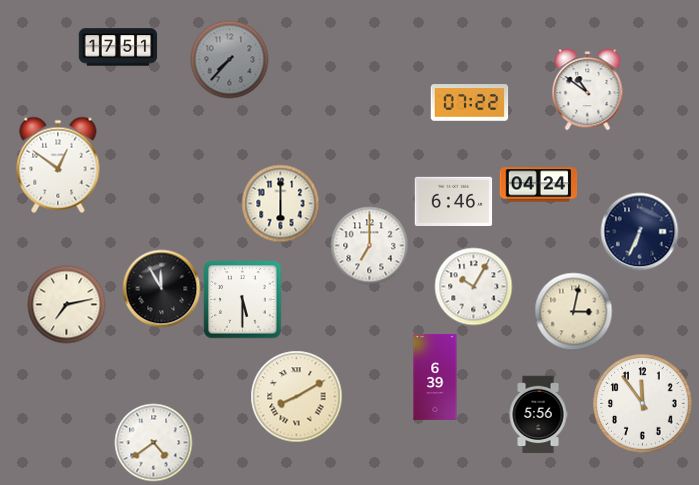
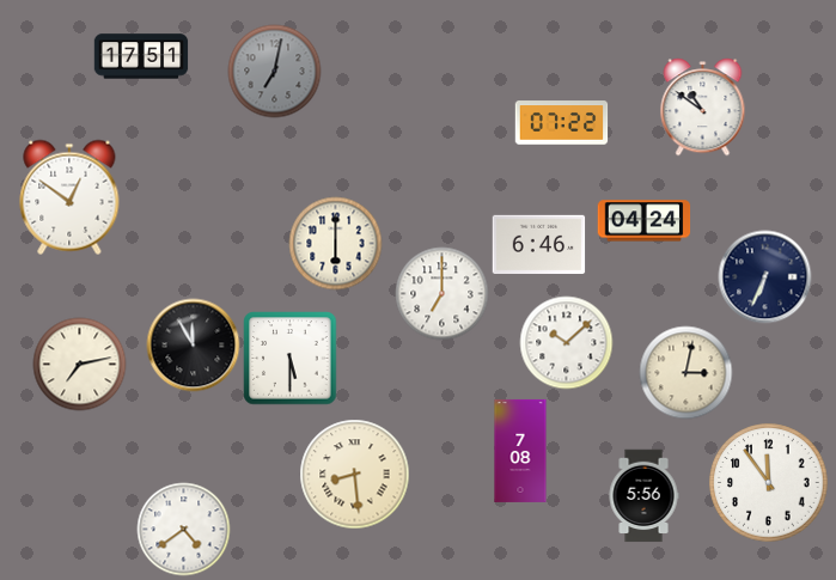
clock at (229, 59): 7:37 -> 7:02
clock at (453, 201) position: (453, 201) -> (538, 244)
clock at (473, 286): 10:05 -> 10:08
clock at (435, 377): 6:39 -> 7:08
clock at (296, 396): 8:10 -> 8:29
